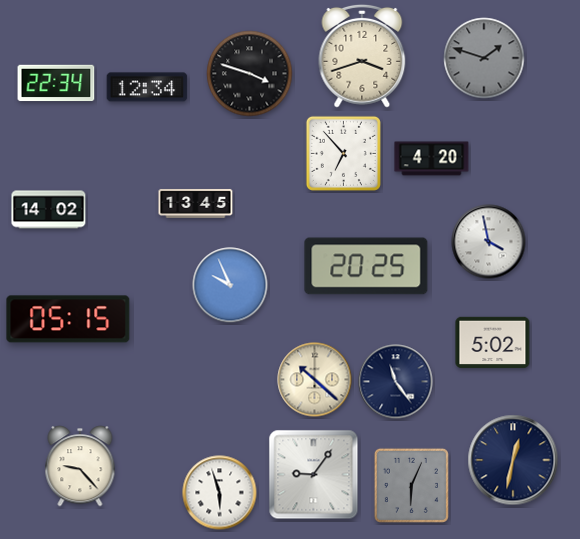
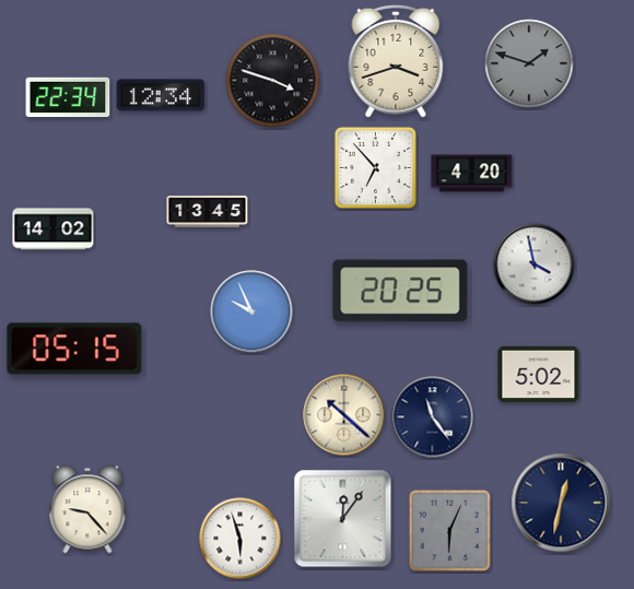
clock at (56, 83) position: (56, 83) -> (68, 97)
clock at (196, 203) position: (196, 203) -> (208, 211)
clock at (314, 475): 9:06 -> 12:06
